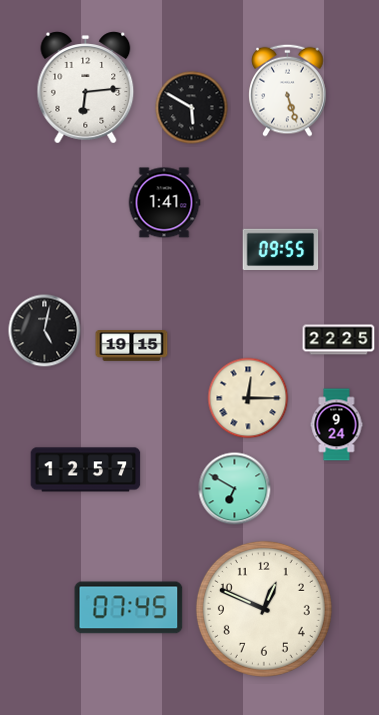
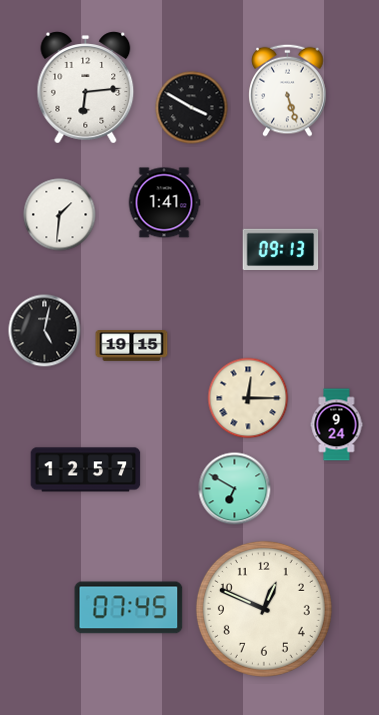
clock at (192, 108): 5:50 -> 3:50
clock at (60, 215): none -> 1:31
clock at (281, 250): 09:55 -> 09:13
clock at (339, 340): 22:25 -> none
